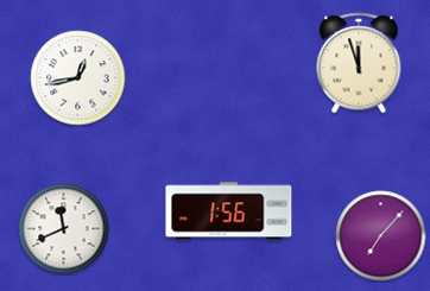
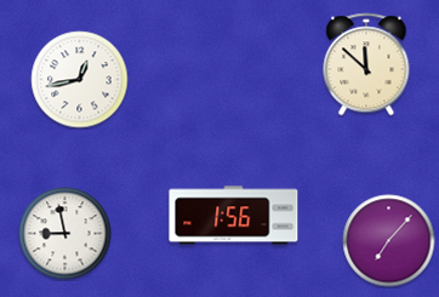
clock at (359, 63): 11:57 -> 11:52
clock at (64, 229): 11:41 -> 8:58
